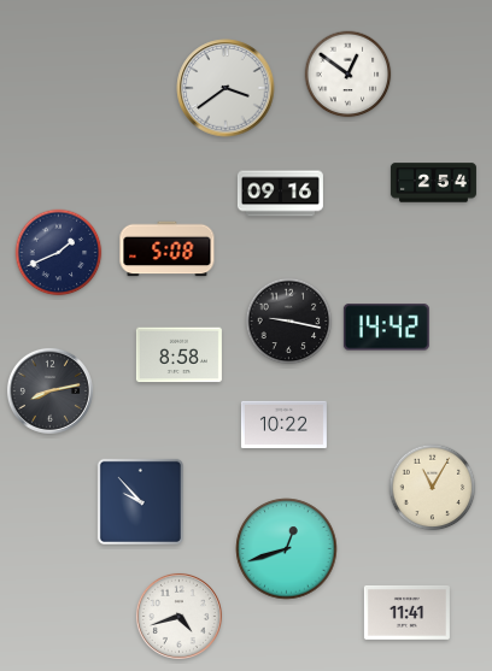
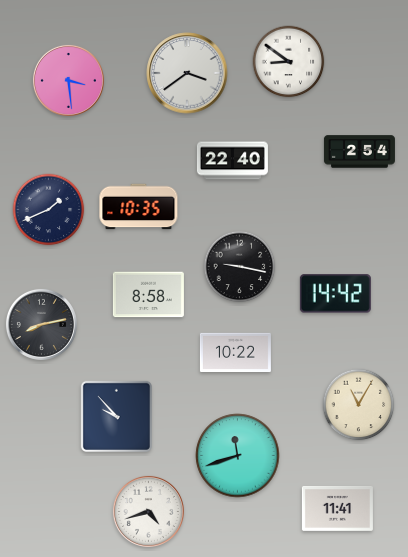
clock at (348, 75): 12:51 -> 8:51
clock at (68, 80): none -> 3:29
clock at (280, 194): 09:16 -> 22:40
clock at (168, 249): 5:08 -> 10:35
clock at (386, 328) position: (386, 328) -> (335, 294)
clock at (287, 549): 12:42 -> 11:42
